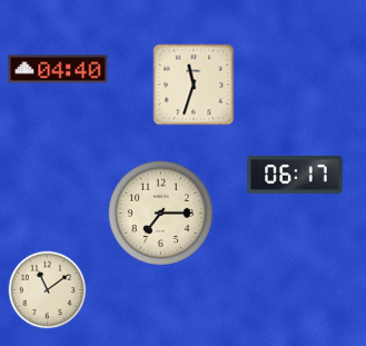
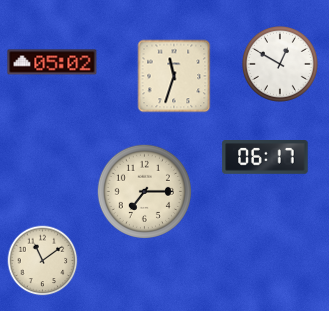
clock at (58, 69): 04:40 -> 05:02
clock at (280, 64): none -> 12:50
